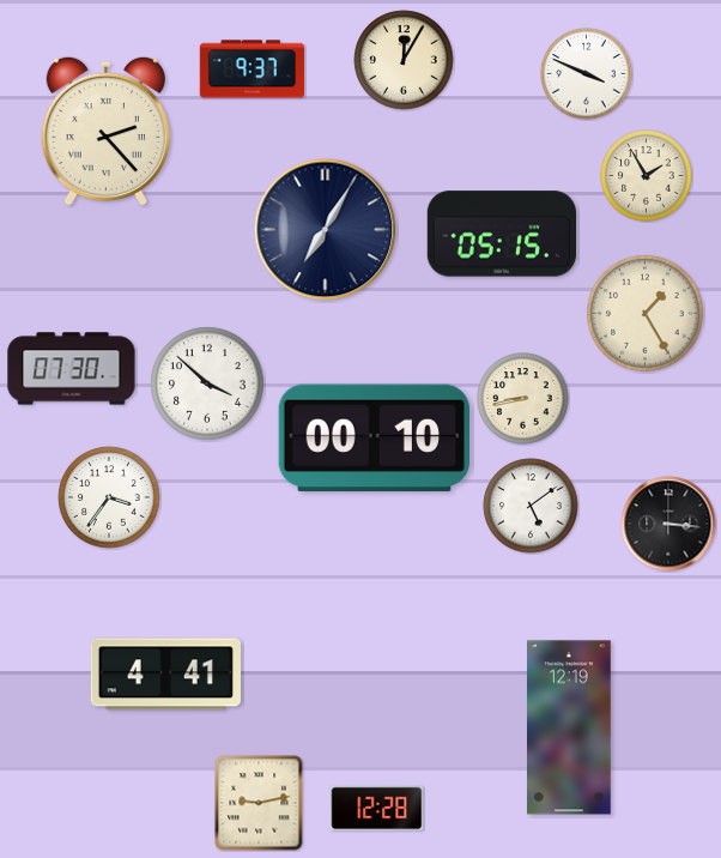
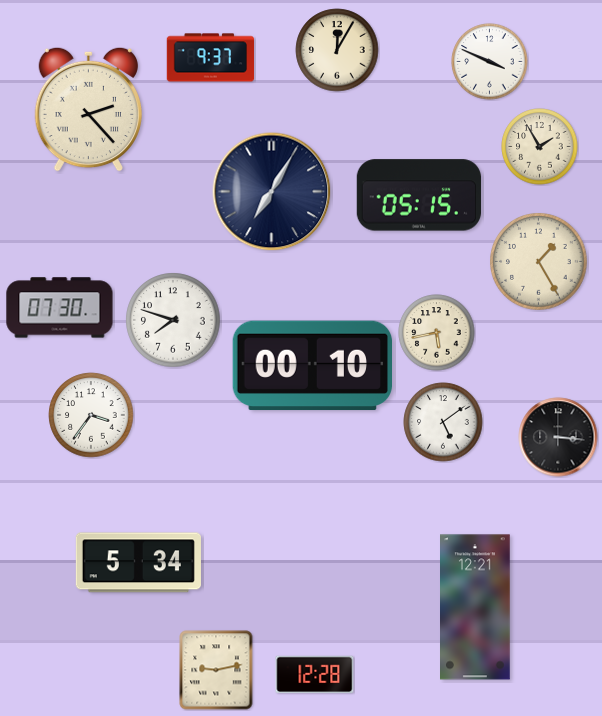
clock at (207, 383): 3:52 -> 7:48
clock at (523, 399): 8:43 -> 5:43
clock at (165, 675): 4:41 -> 5:34
clock at (570, 727): 12:19 -> 12:21
